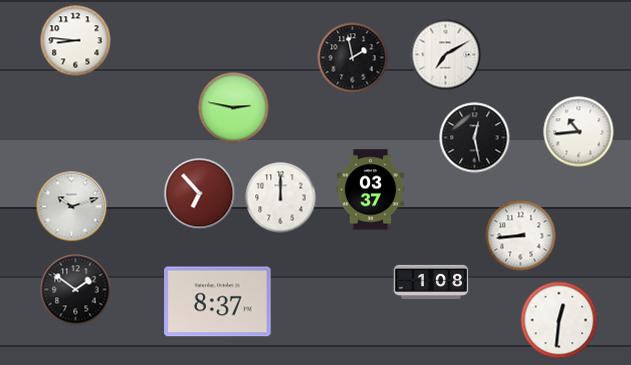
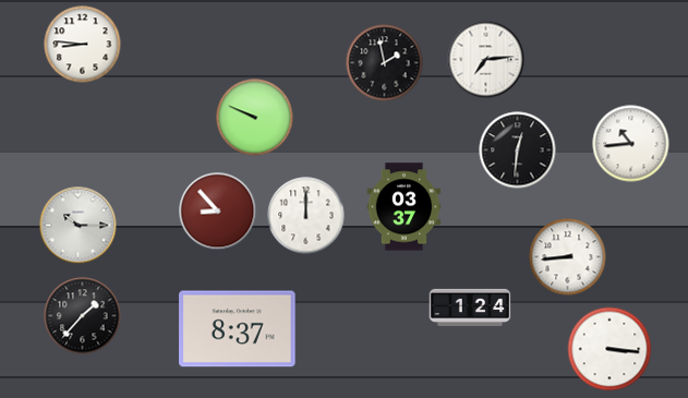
clock at (446, 55): 7:10 -> 7:14
clock at (234, 108): 2:47 -> 9:49
clock at (475, 138): 12:28 -> 12:31
clock at (200, 194): 6:53 -> 8:53
clock at (72, 207): 10:12 -> 10:15
clock at (431, 281): 1:08 -> 1:24
clock at (76, 290): 1:51 -> 1:37
clock at (559, 320): 12:31 -> 3:16
